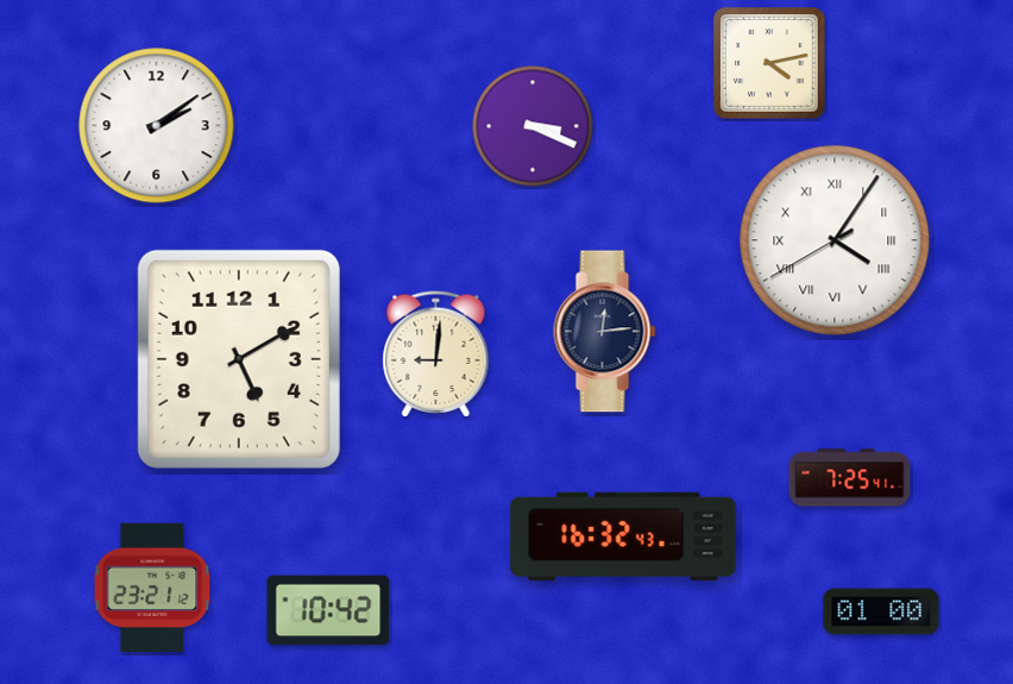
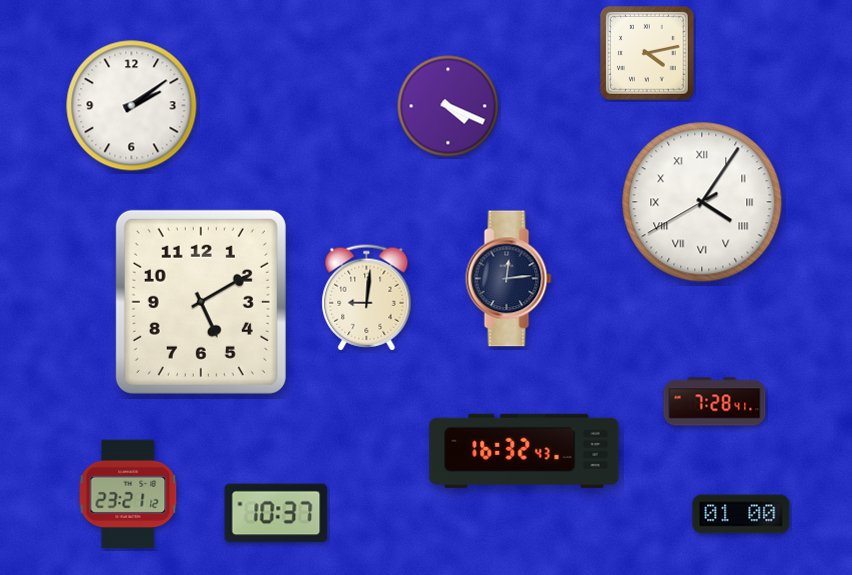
clock at (533, 126): 3:19 -> 4:19
clock at (850, 478): 7:25 -> 7:28
clock at (328, 610): 10:42 -> 10:37
